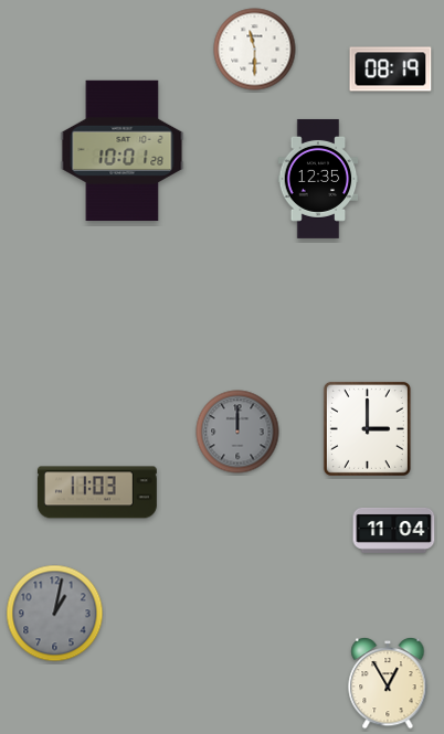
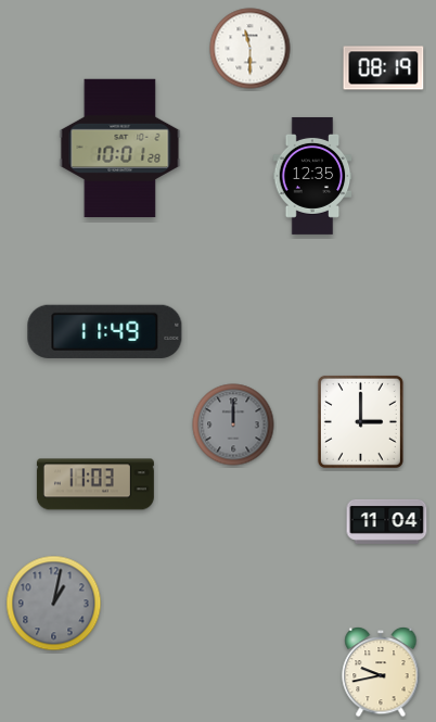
clock at (105, 331): none -> 11:49
clock at (388, 683): 12:55 -> 9:43
